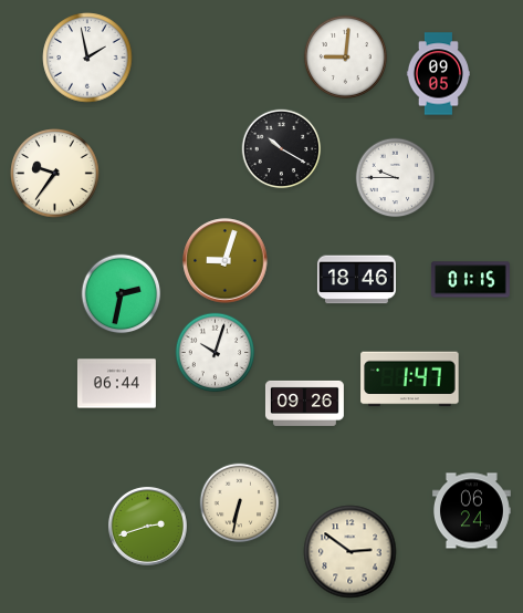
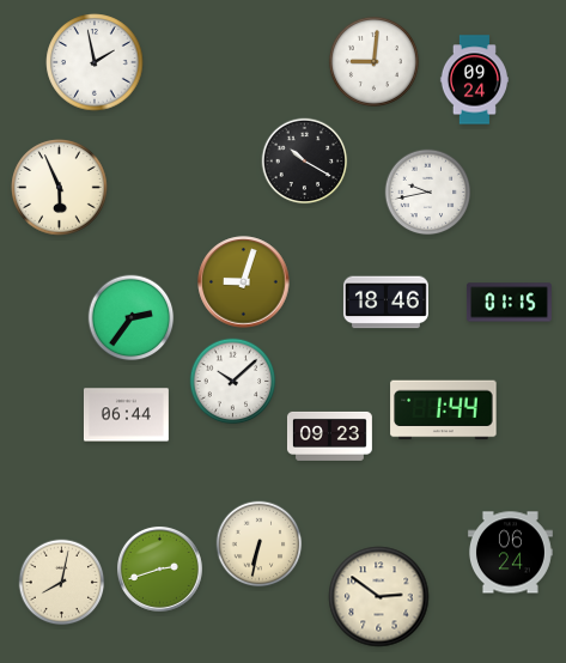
clock at (438, 74): 09:05 -> 09:24
clock at (55, 174): 9:36 -> 5:56
clock at (396, 178): 9:45 -> 9:43
clock at (122, 294): 2:32 -> 2:36
clock at (216, 353): 10:03 -> 10:08
clock at (410, 380): 1:47 -> 1:44
clock at (304, 403): 09:26 -> 09:23
clock at (62, 583): none -> 8:02
